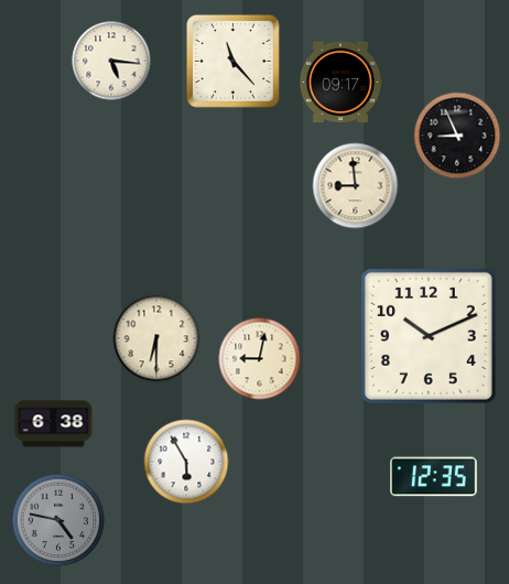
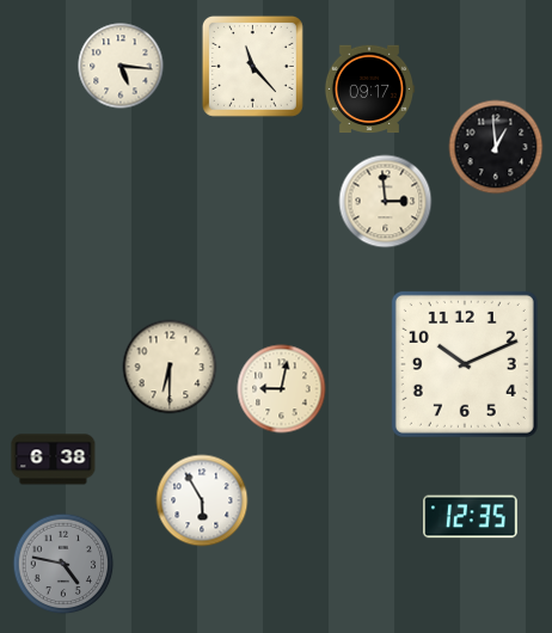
clock at (457, 136): 8:56 -> 12:59
clock at (356, 186): 8:59 -> 2:59
clock at (54, 424) position: (54, 424) -> (54, 460)
